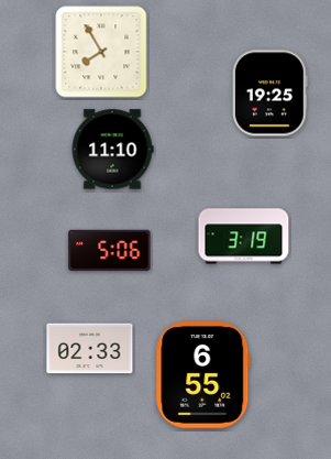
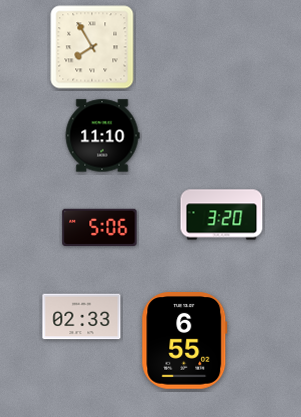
clock at (269, 94): 19:25 -> none
clock at (244, 237): 3:19 -> 3:20
